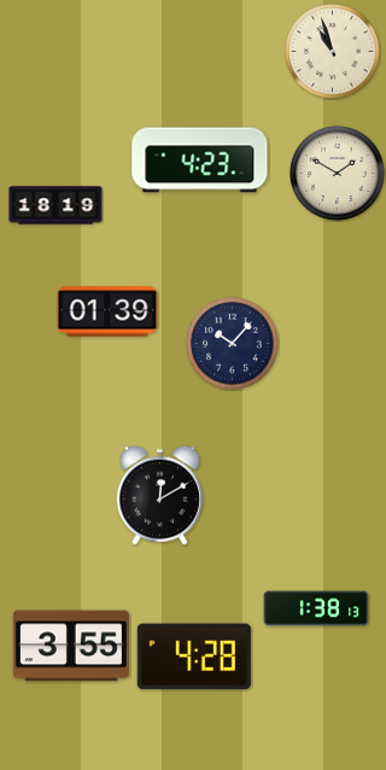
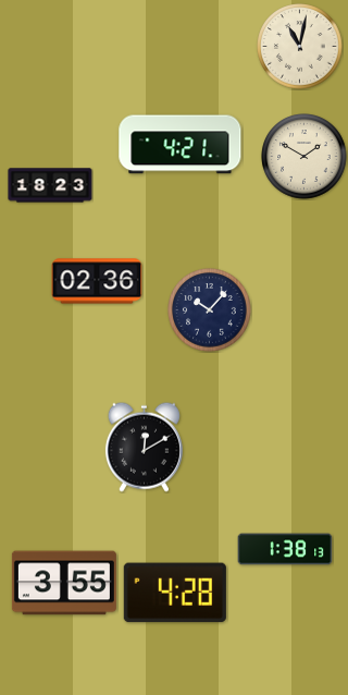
clock at (333, 52): 10:57 -> 11:02
clock at (200, 161): 4:23 -> 4:21
clock at (55, 205): 18:19 -> 18:23
clock at (107, 311): 01:39 -> 02:36
